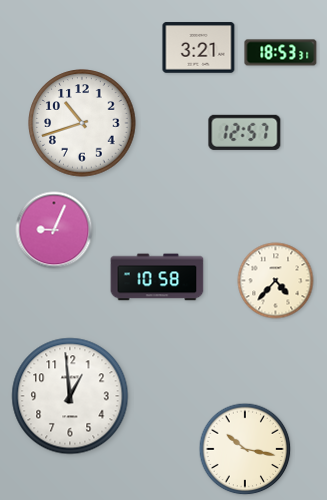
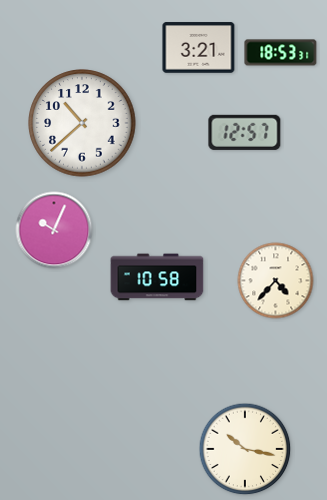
clock at (82, 123): 10:42 -> 10:38
clock at (54, 230): 9:04 -> 10:04
clock at (70, 396): 12:59 -> none
